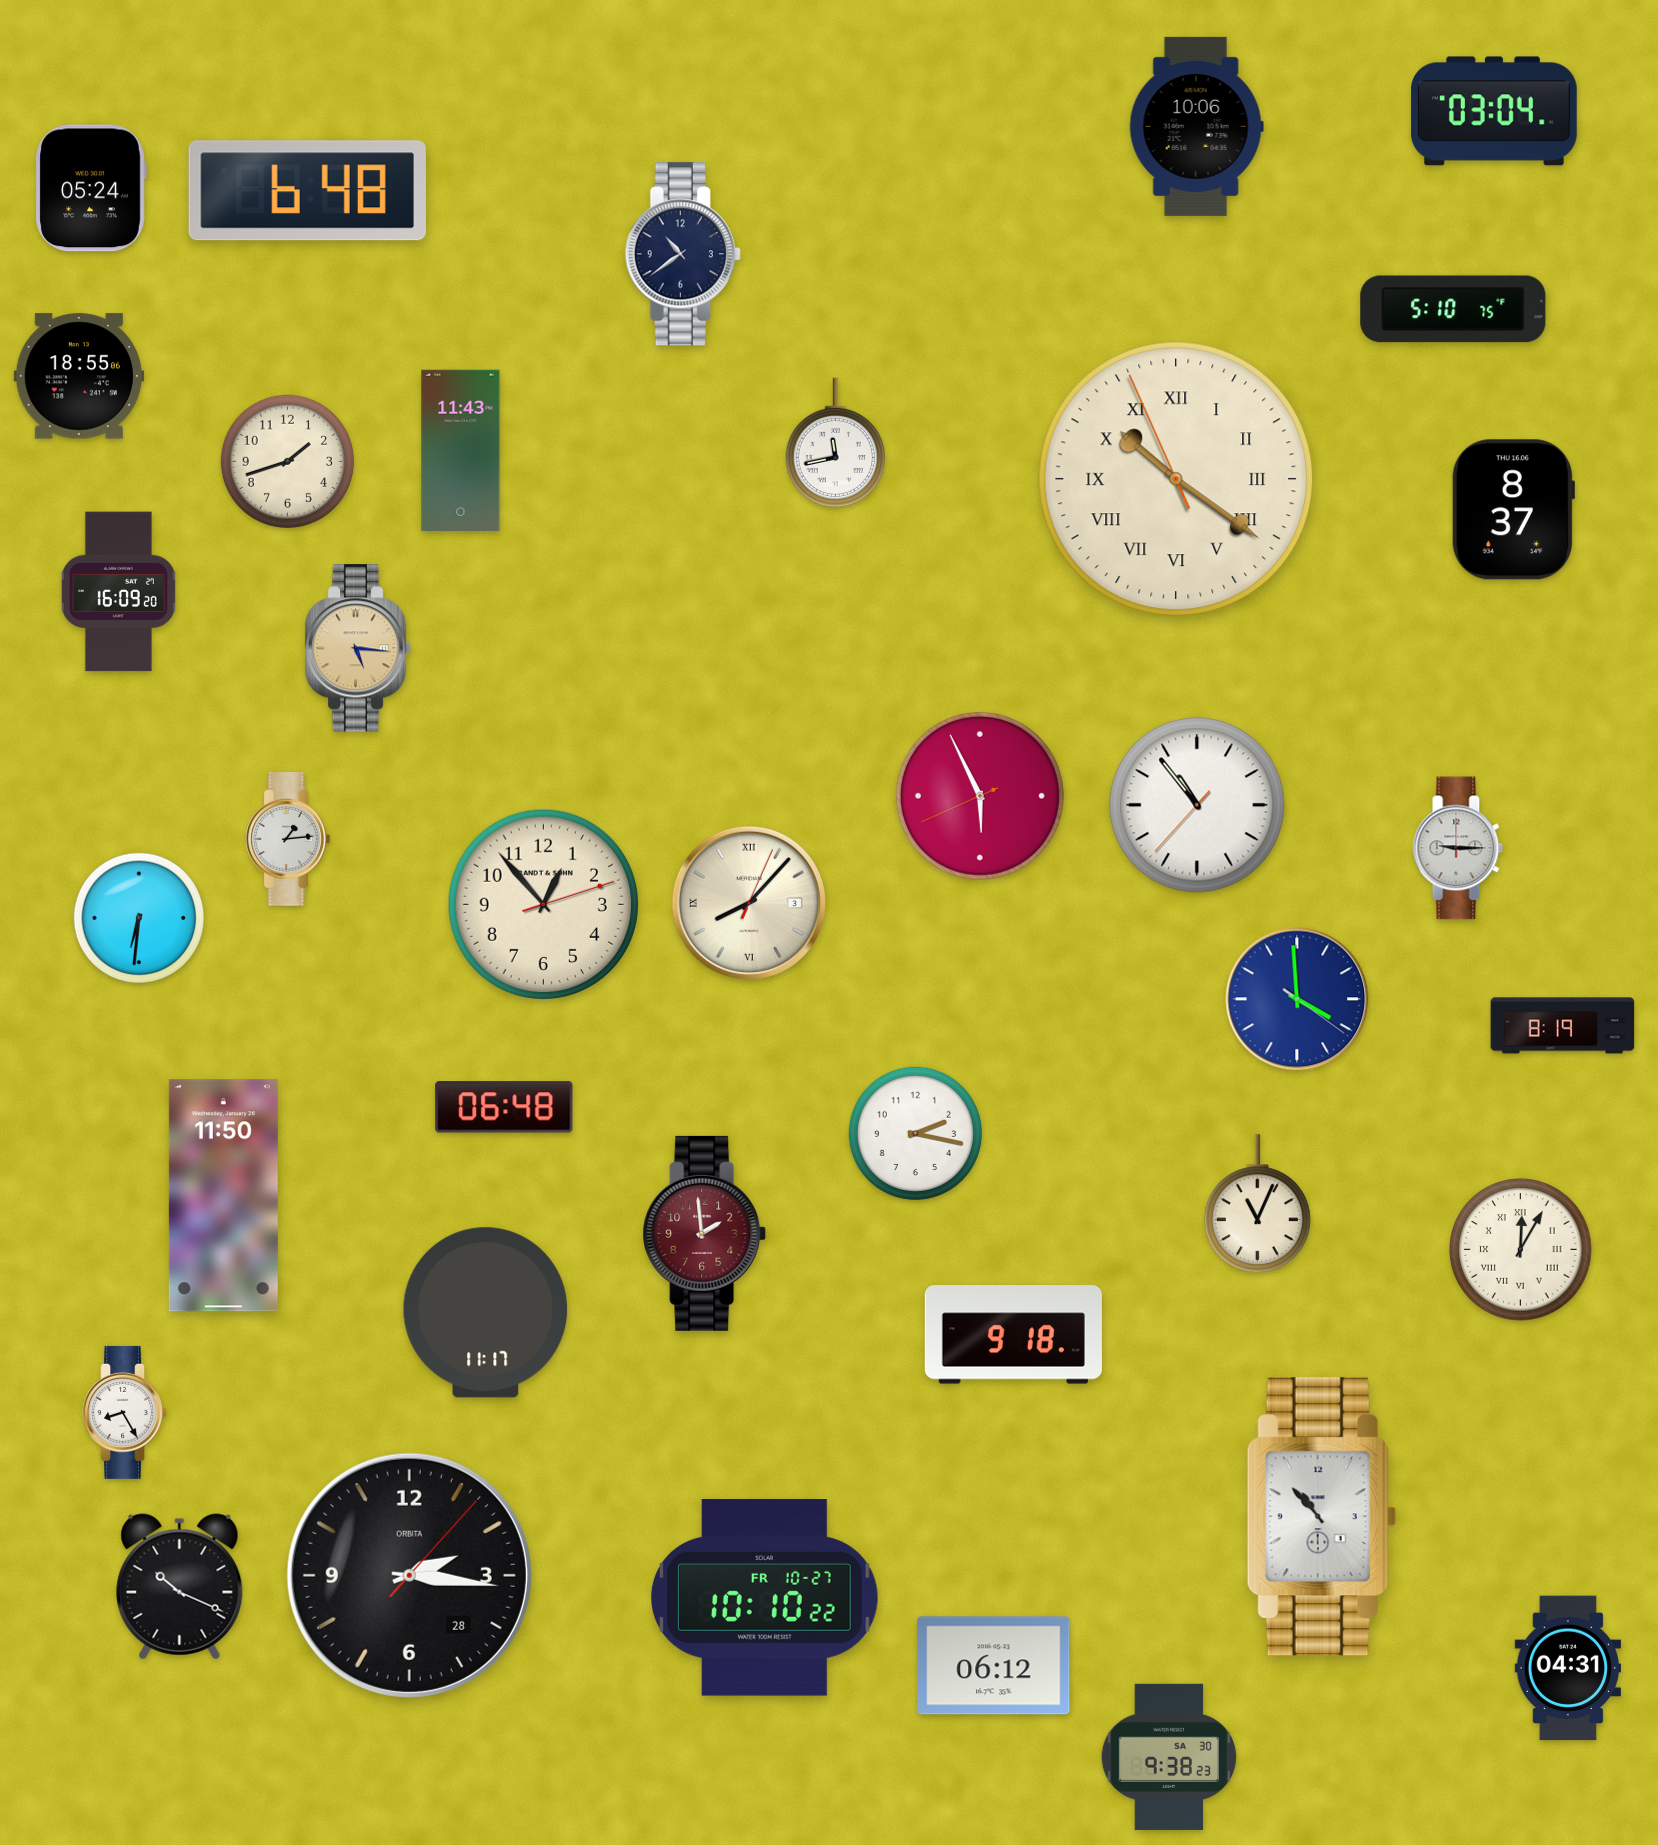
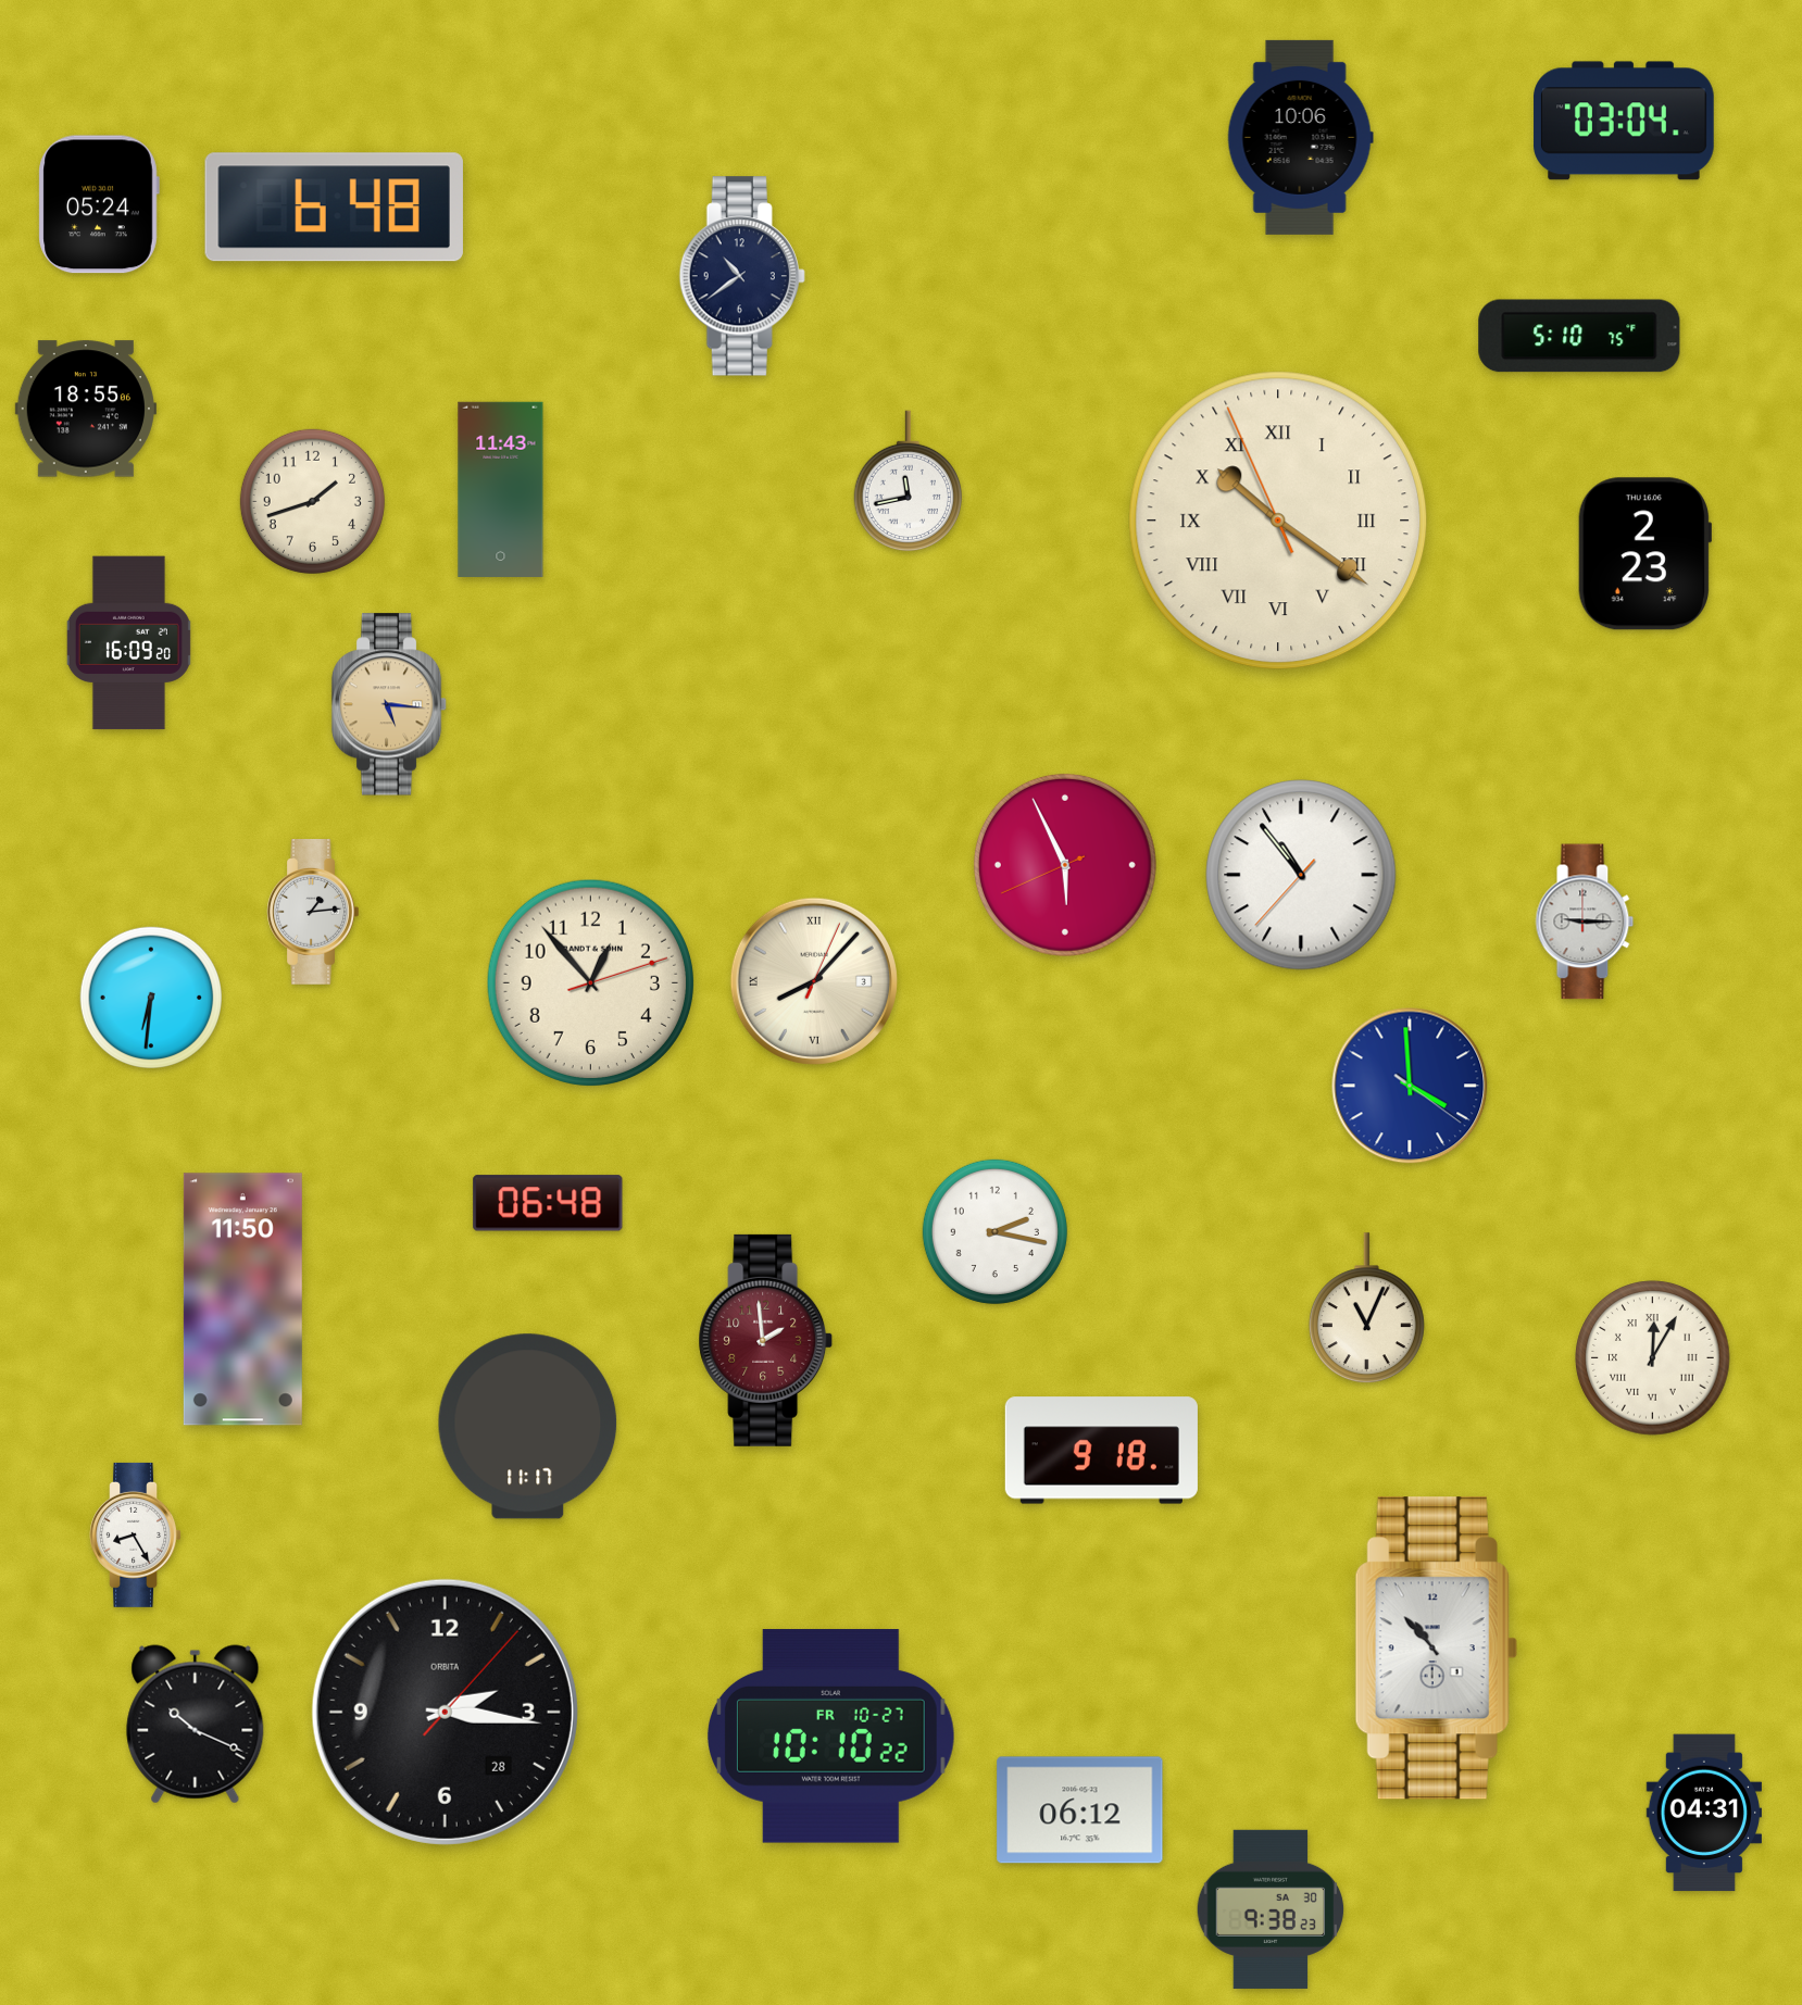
clock at (1513, 510): 8:37 -> 2:23
clock at (1563, 1026): 8:19 -> none
